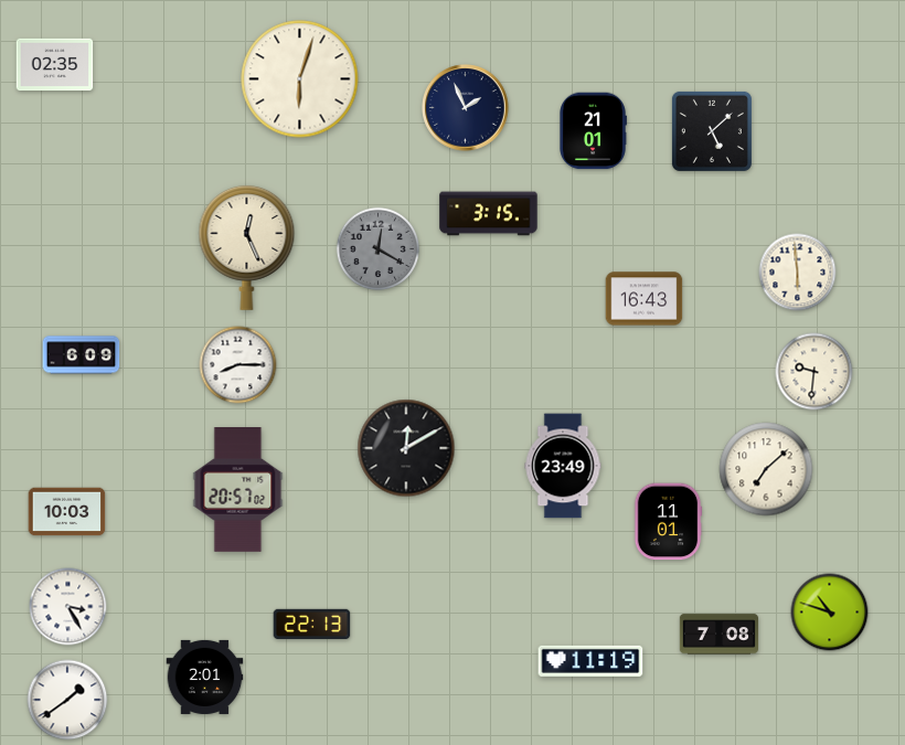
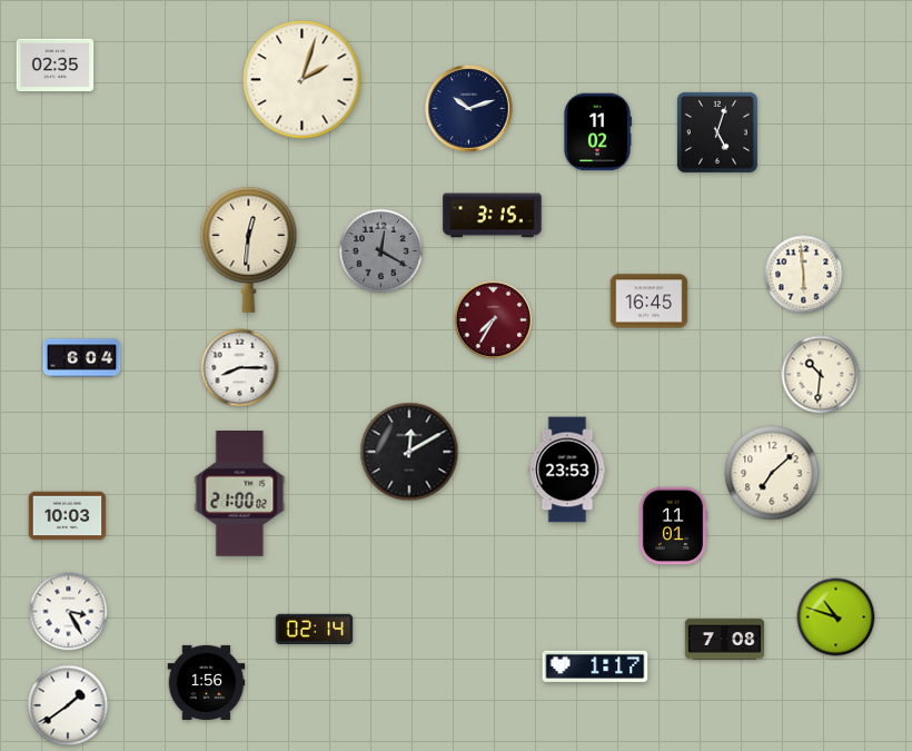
clock at (300, 79): 6:03 -> 2:03
clock at (466, 108): 1:56 -> 10:12
clock at (593, 131): 21:01 -> 11:02
clock at (712, 131): 5:08 -> 5:03
clock at (247, 247): 12:26 -> 12:31
clock at (645, 299): 16:43 -> 16:45
clock at (494, 320): none -> 7:35
clock at (82, 355): 6:09 -> 6:04
clock at (815, 372): 9:31 -> 10:31
clock at (563, 466): 23:49 -> 23:53
clock at (238, 490): 20:57 -> 21:00
clock at (312, 624): 22:13 -> 02:14
clock at (590, 661): 11:19 -> 1:17
clock at (205, 677): 2:01 -> 1:56
